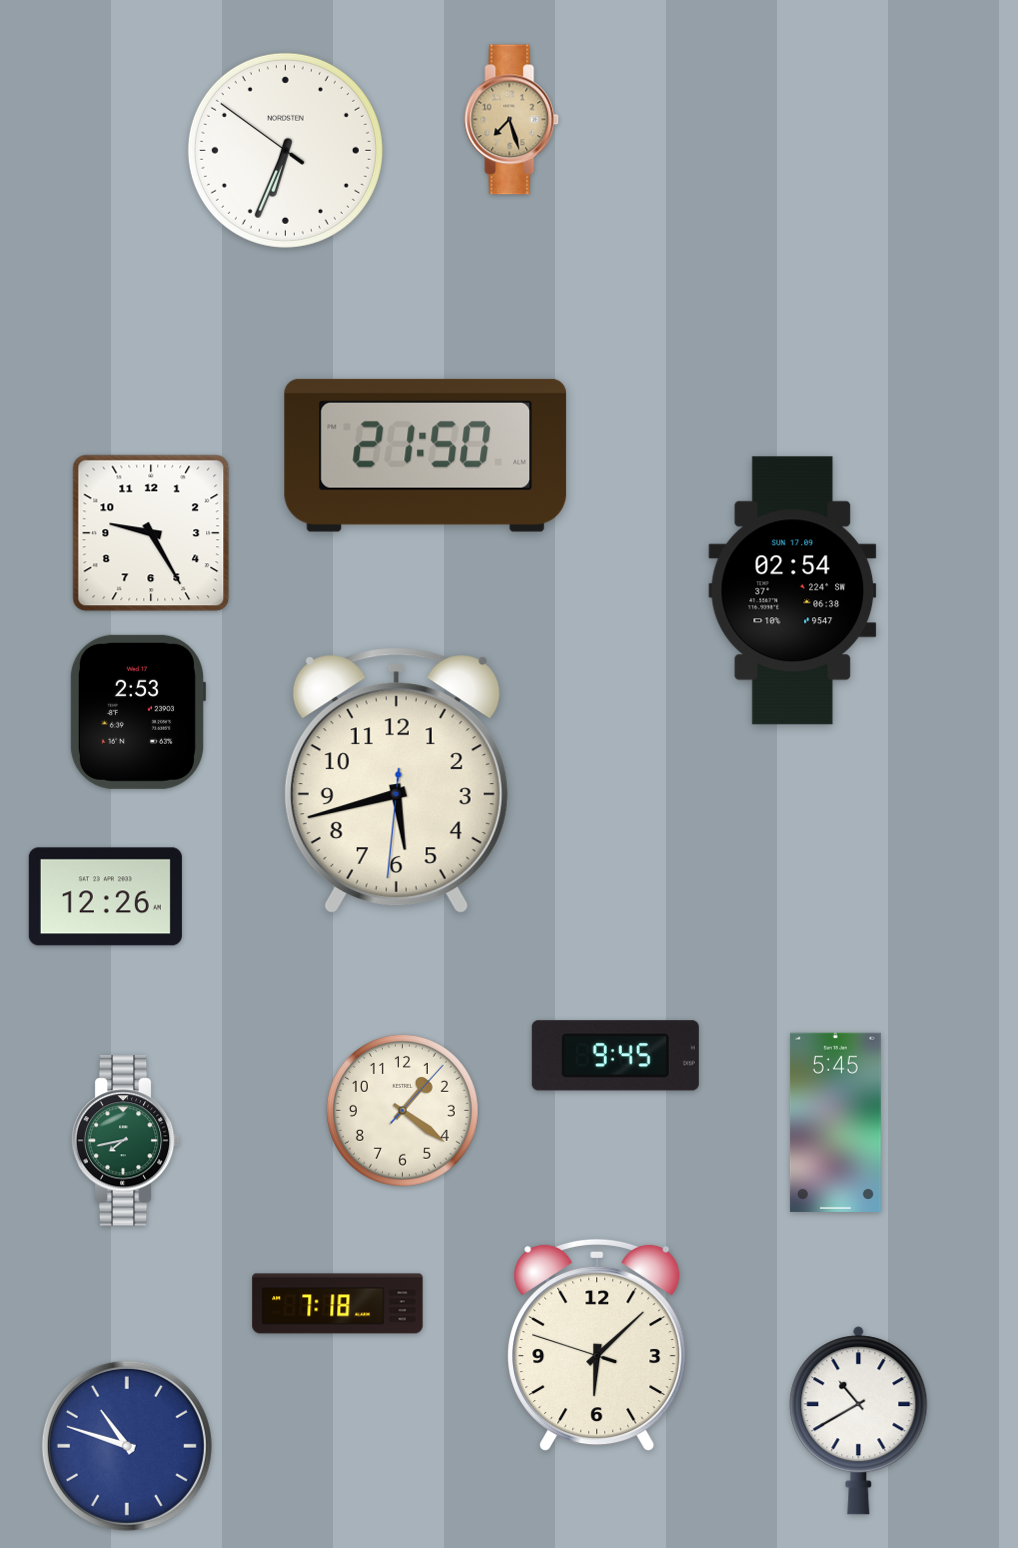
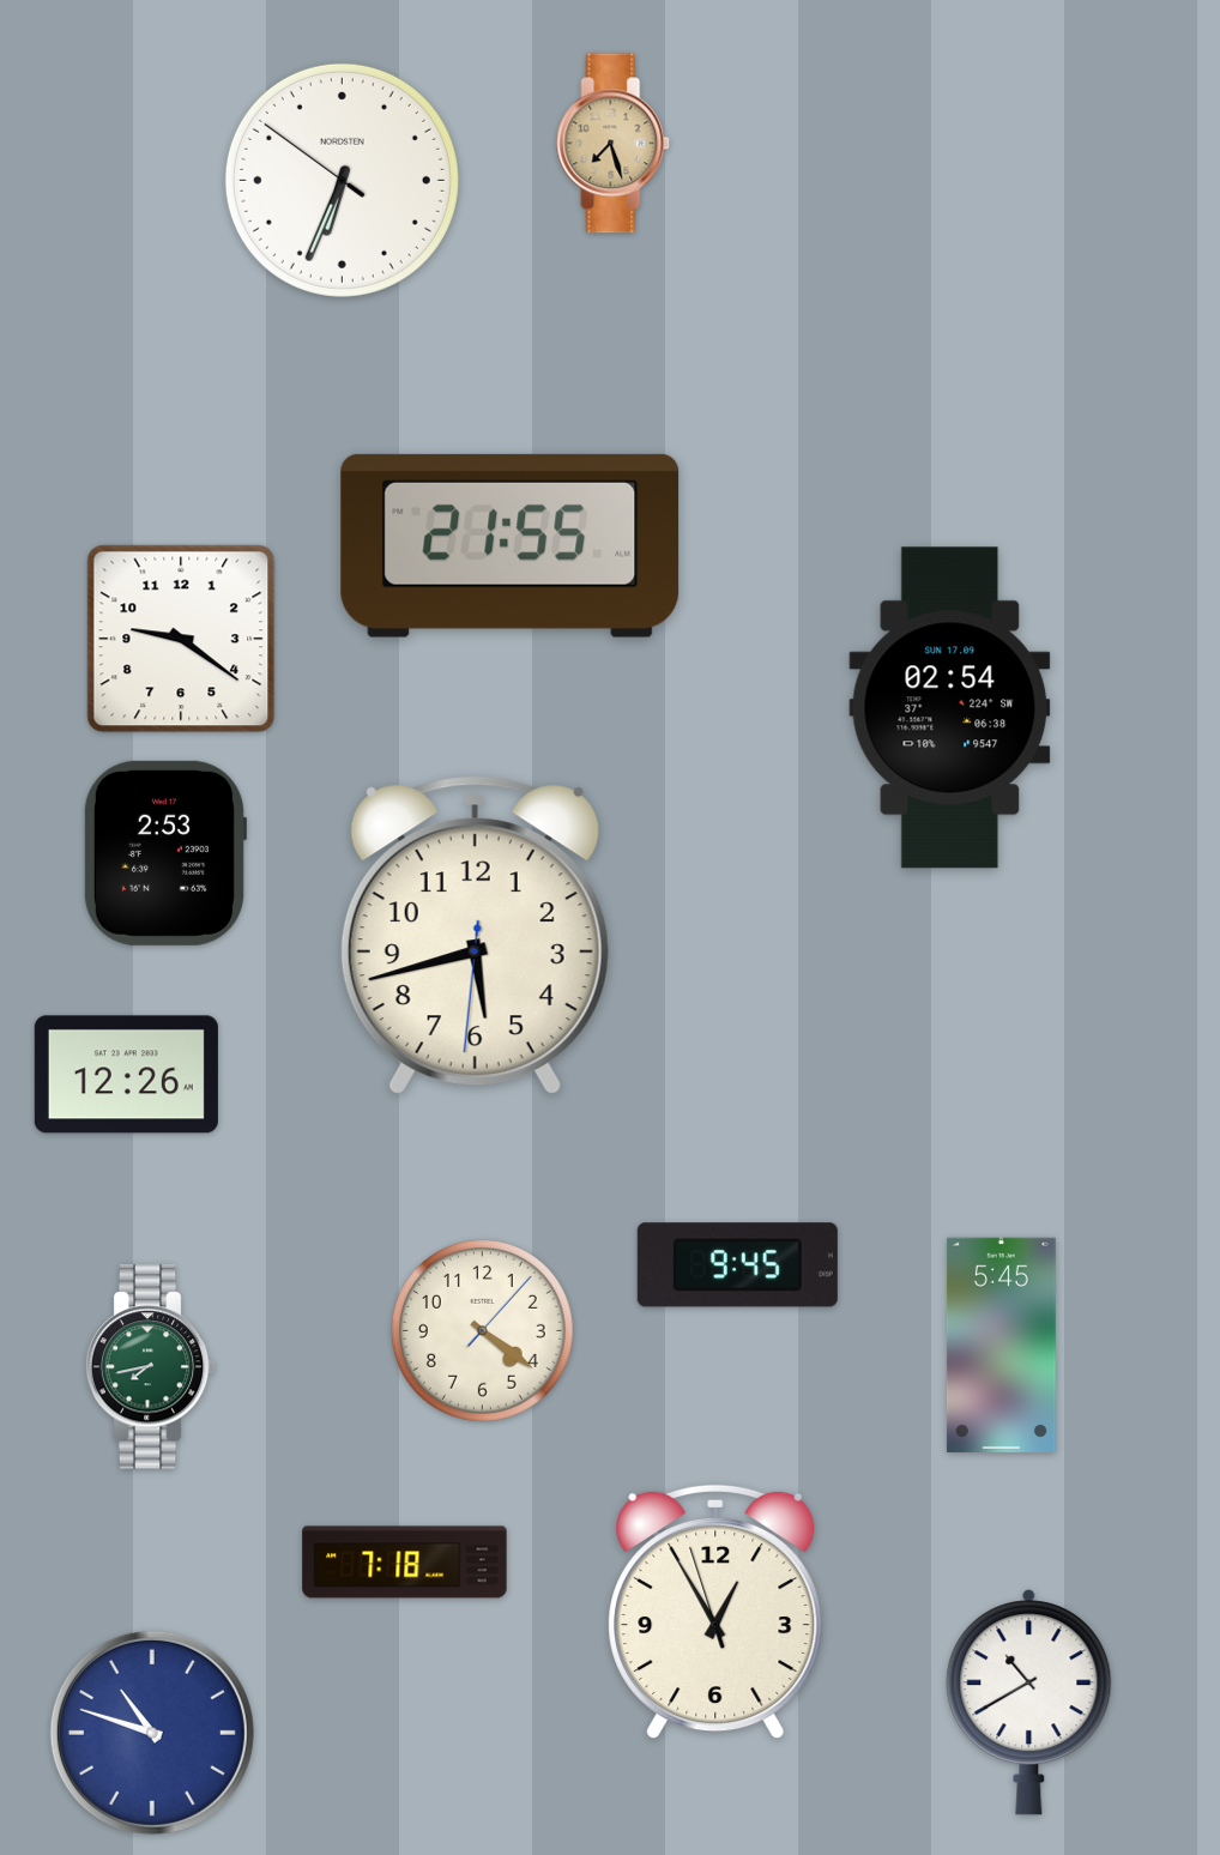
clock at (426, 455): 21:50 -> 21:55
clock at (151, 533): 9:25 -> 9:21
clock at (402, 1110): 1:21 -> 4:21
clock at (597, 1345): 6:07 -> 12:54
